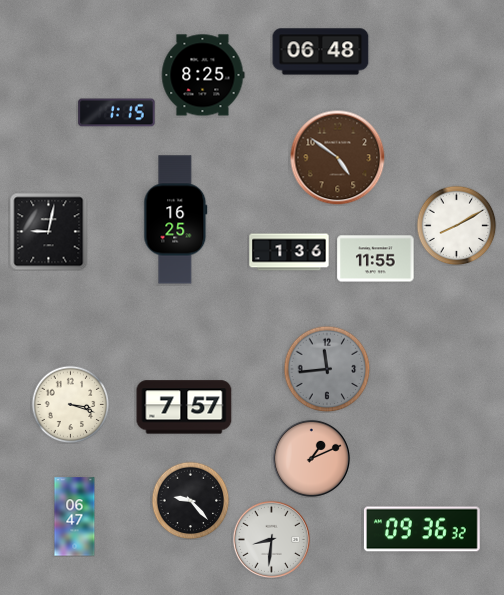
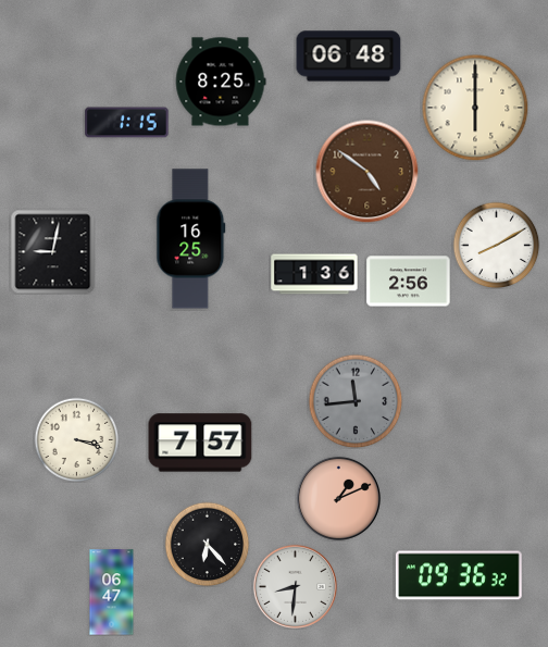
clock at (475, 108): none -> 6:00
clock at (376, 259): 11:55 -> 2:56
clock at (190, 500): 9:23 -> 6:23
clock at (75, 517) position: (75, 517) -> (112, 593)
